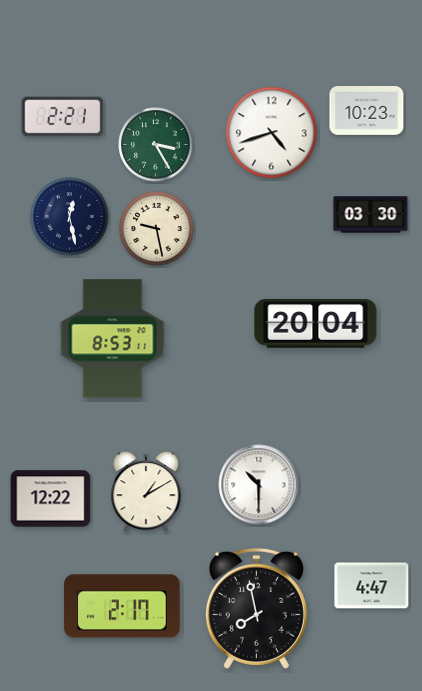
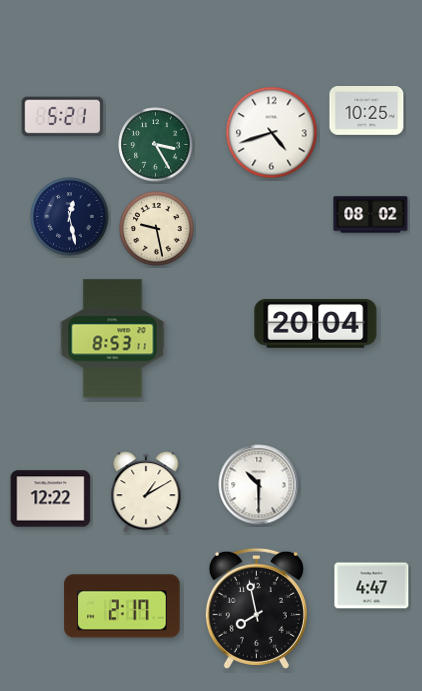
clock at (367, 111): 10:23 -> 10:25
clock at (63, 117): 2:21 -> 5:21
clock at (371, 215): 03:30 -> 08:02
